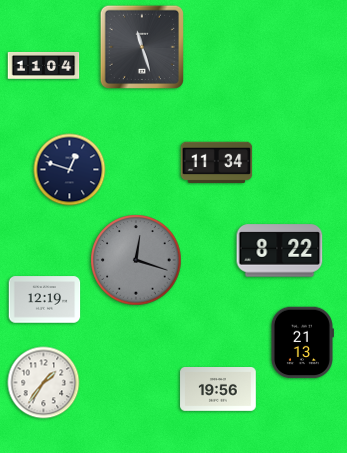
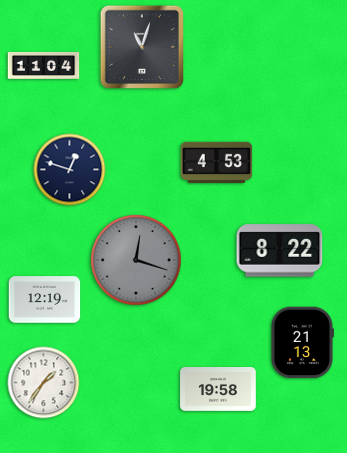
clock at (141, 46): 11:27 -> 11:03
clock at (217, 163): 11:34 -> 4:53
clock at (218, 390): 19:56 -> 19:58
